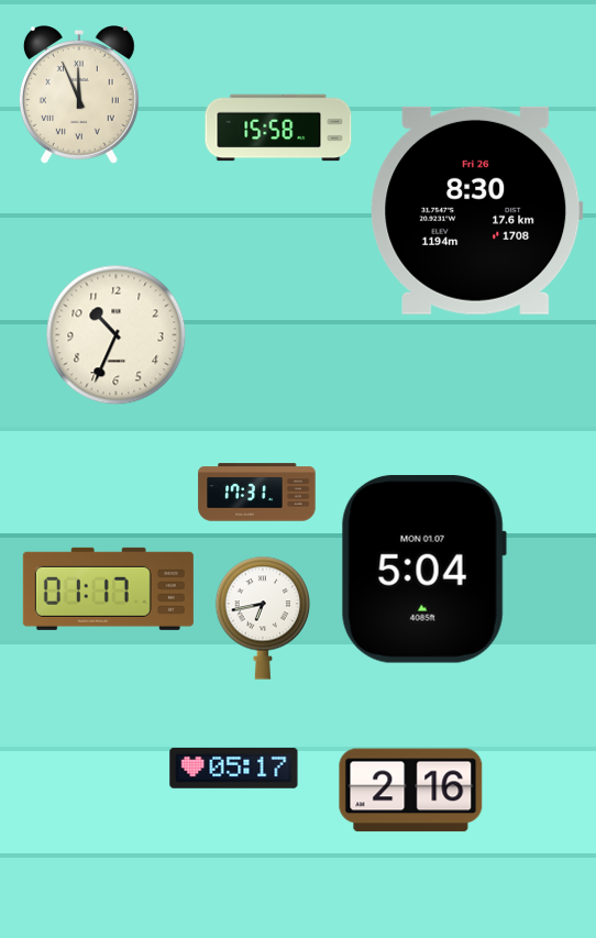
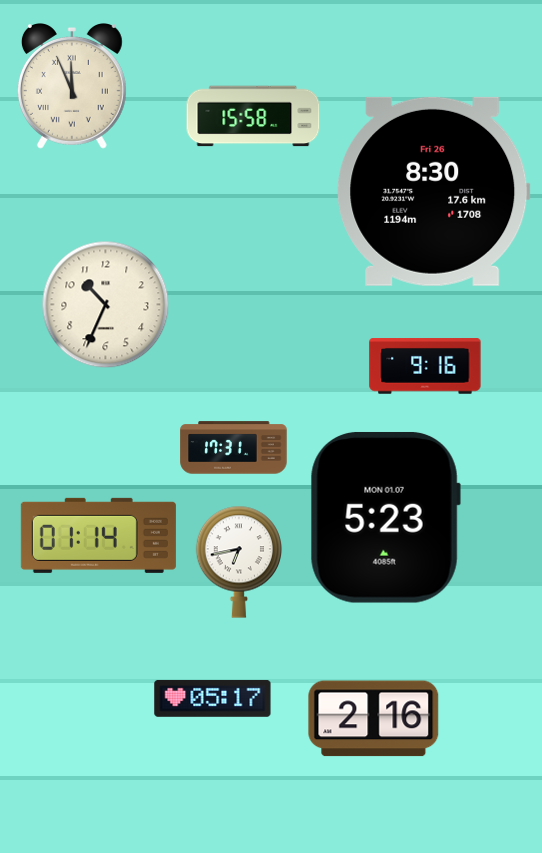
clock at (425, 366): none -> 9:16
clock at (423, 569): 5:04 -> 5:23
clock at (108, 588): 01:17 -> 01:14
